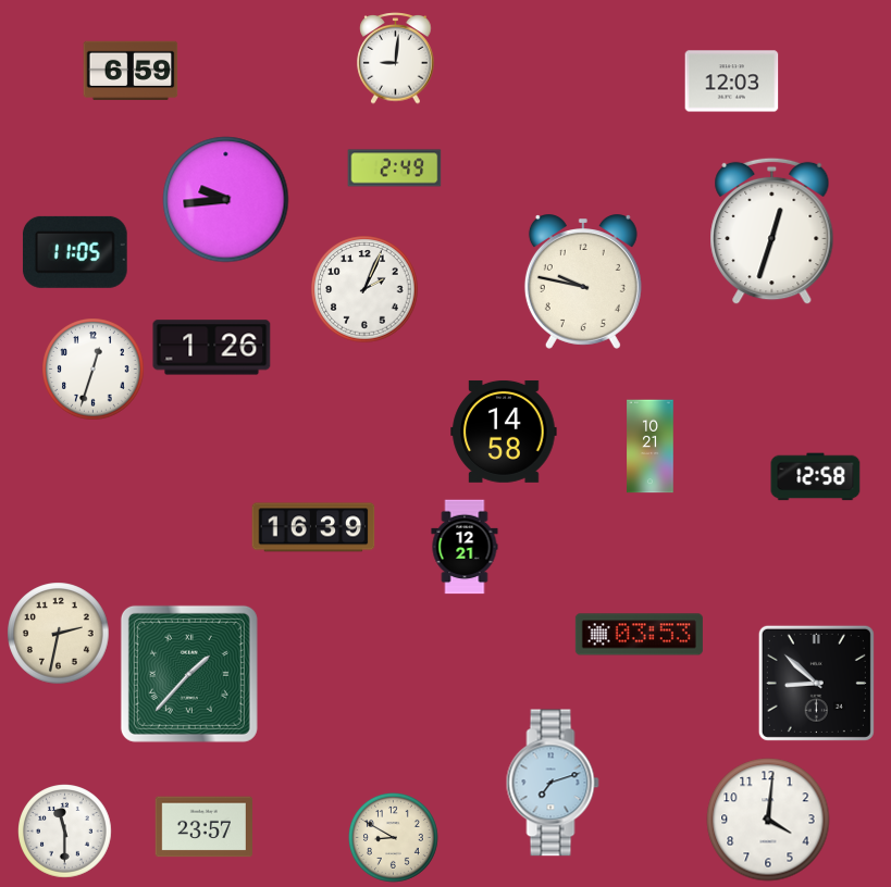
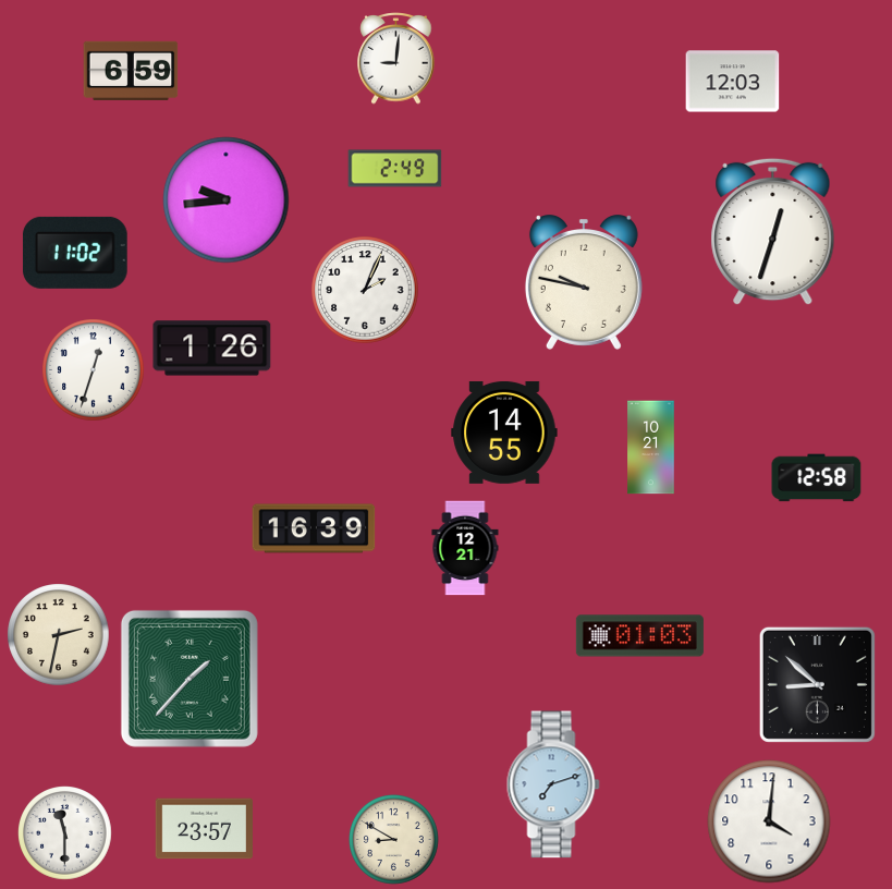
clock at (75, 252): 11:05 -> 11:02
clock at (504, 432): 14:58 -> 14:55
clock at (639, 635): 03:53 -> 01:03
clock at (189, 674) position: (189, 674) -> (190, 679)
